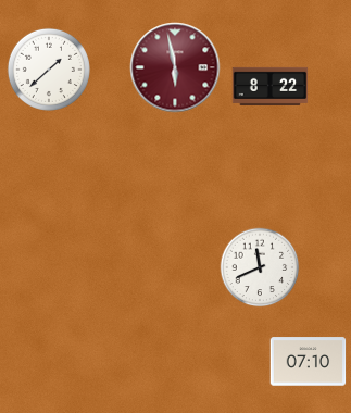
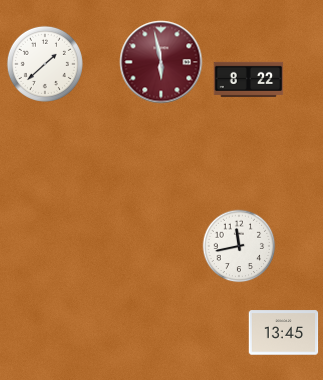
clock at (260, 267): 11:41 -> 11:43
clock at (309, 362): 07:10 -> 13:45
